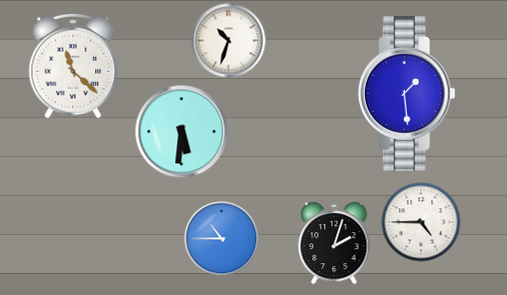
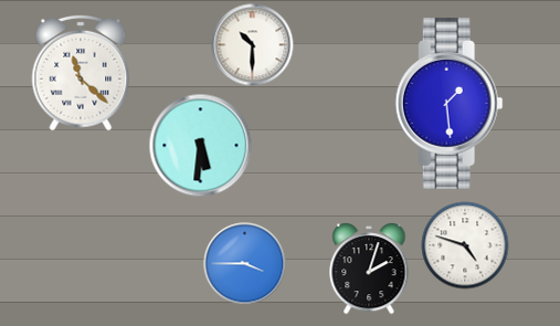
clock at (229, 41): 10:33 -> 10:30
clock at (421, 222): 4:45 -> 4:48
clock at (222, 239): 10:45 -> 3:45
